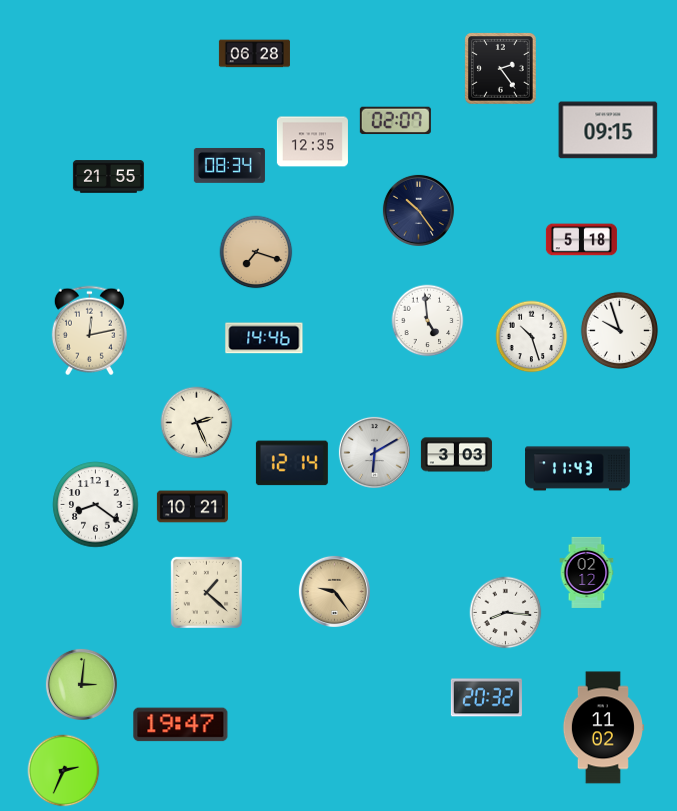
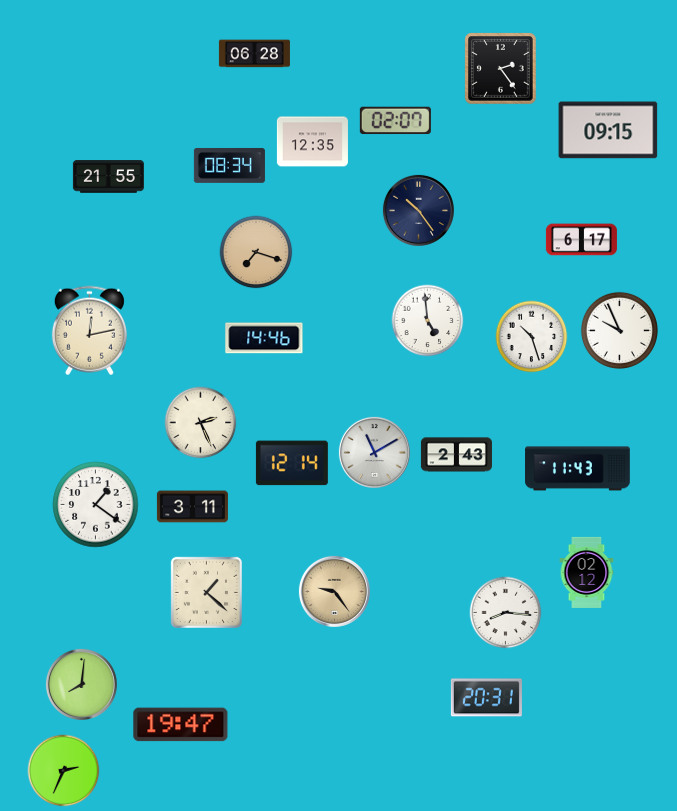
clock at (581, 240): 5:18 -> 6:17
clock at (619, 330): 9:57 -> 9:56
clock at (197, 423) position: (197, 423) -> (201, 423)
clock at (374, 452): 6:10 -> 11:10
clock at (456, 455): 3:03 -> 2:43
clock at (96, 505): 8:21 -> 1:21
clock at (192, 507): 10:21 -> 3:11
clock at (81, 684): 3:01 -> 8:01
clock at (486, 698): 20:32 -> 20:31
clock at (603, 728): 11:02 -> none
